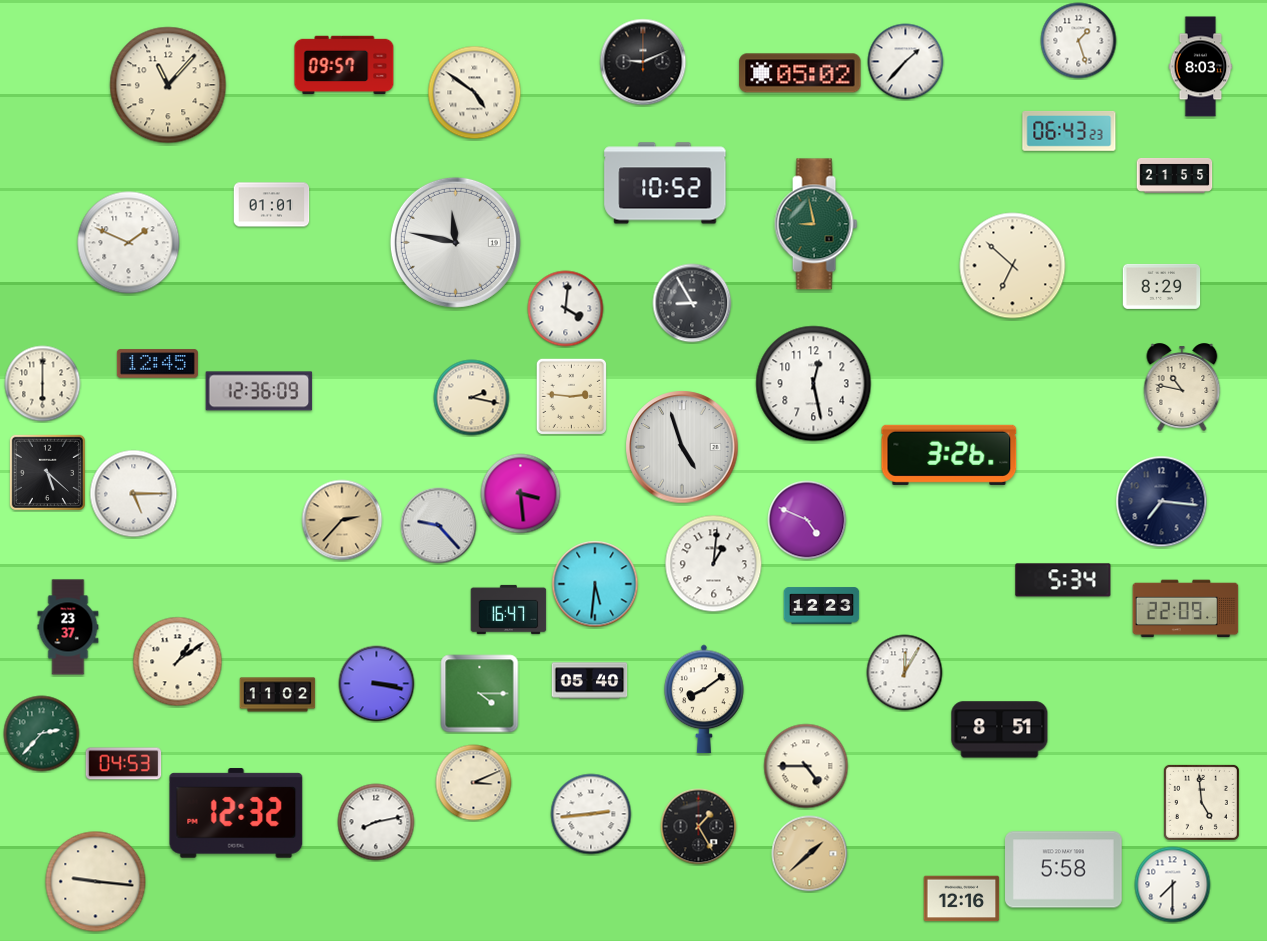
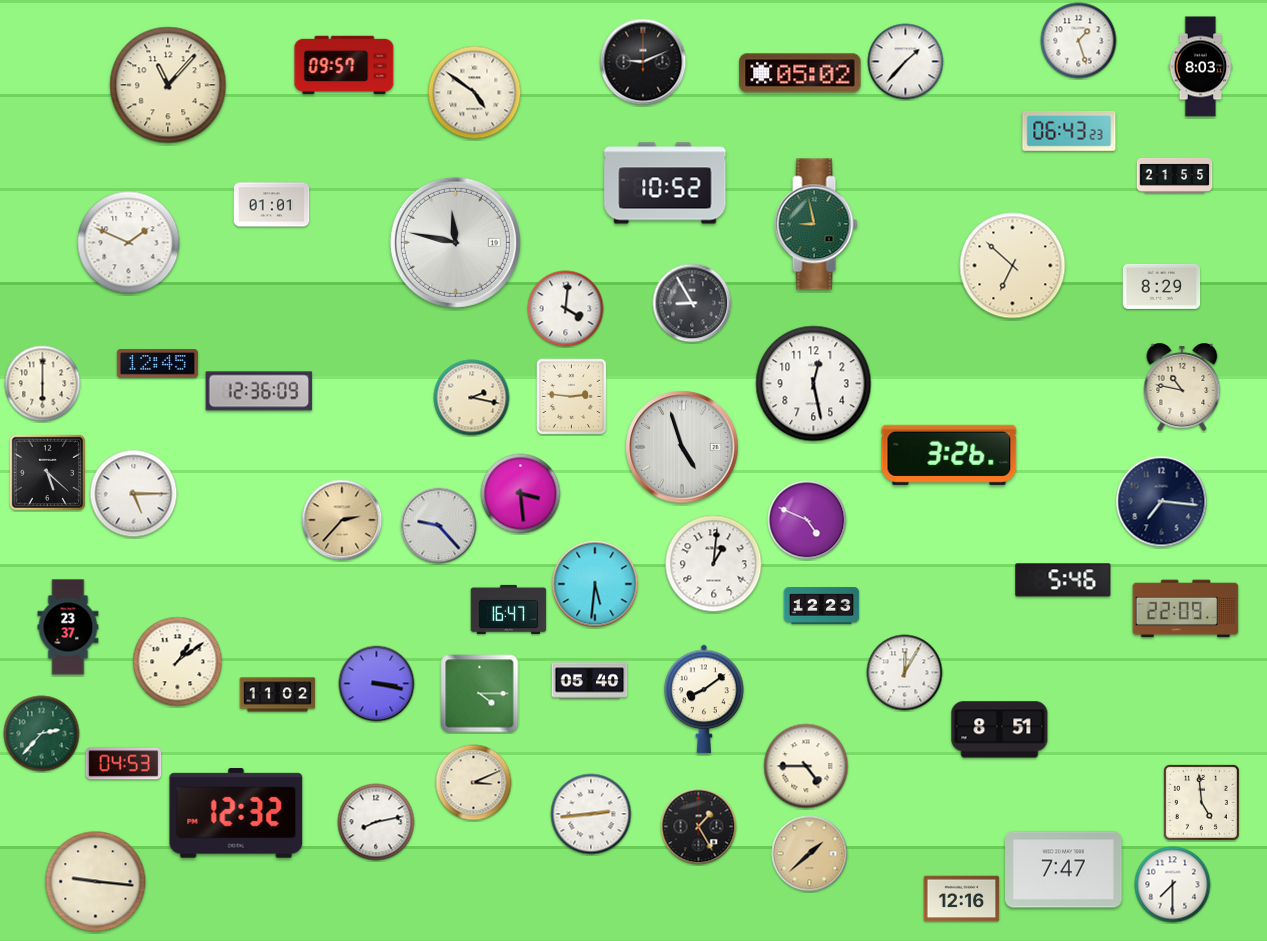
clock at (1063, 580): 5:34 -> 5:46
clock at (1064, 870): 5:58 -> 7:47
